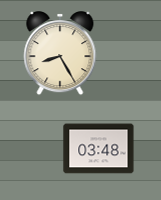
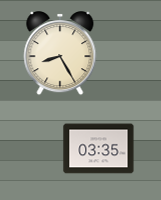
clock at (99, 149): 03:48 -> 03:35
